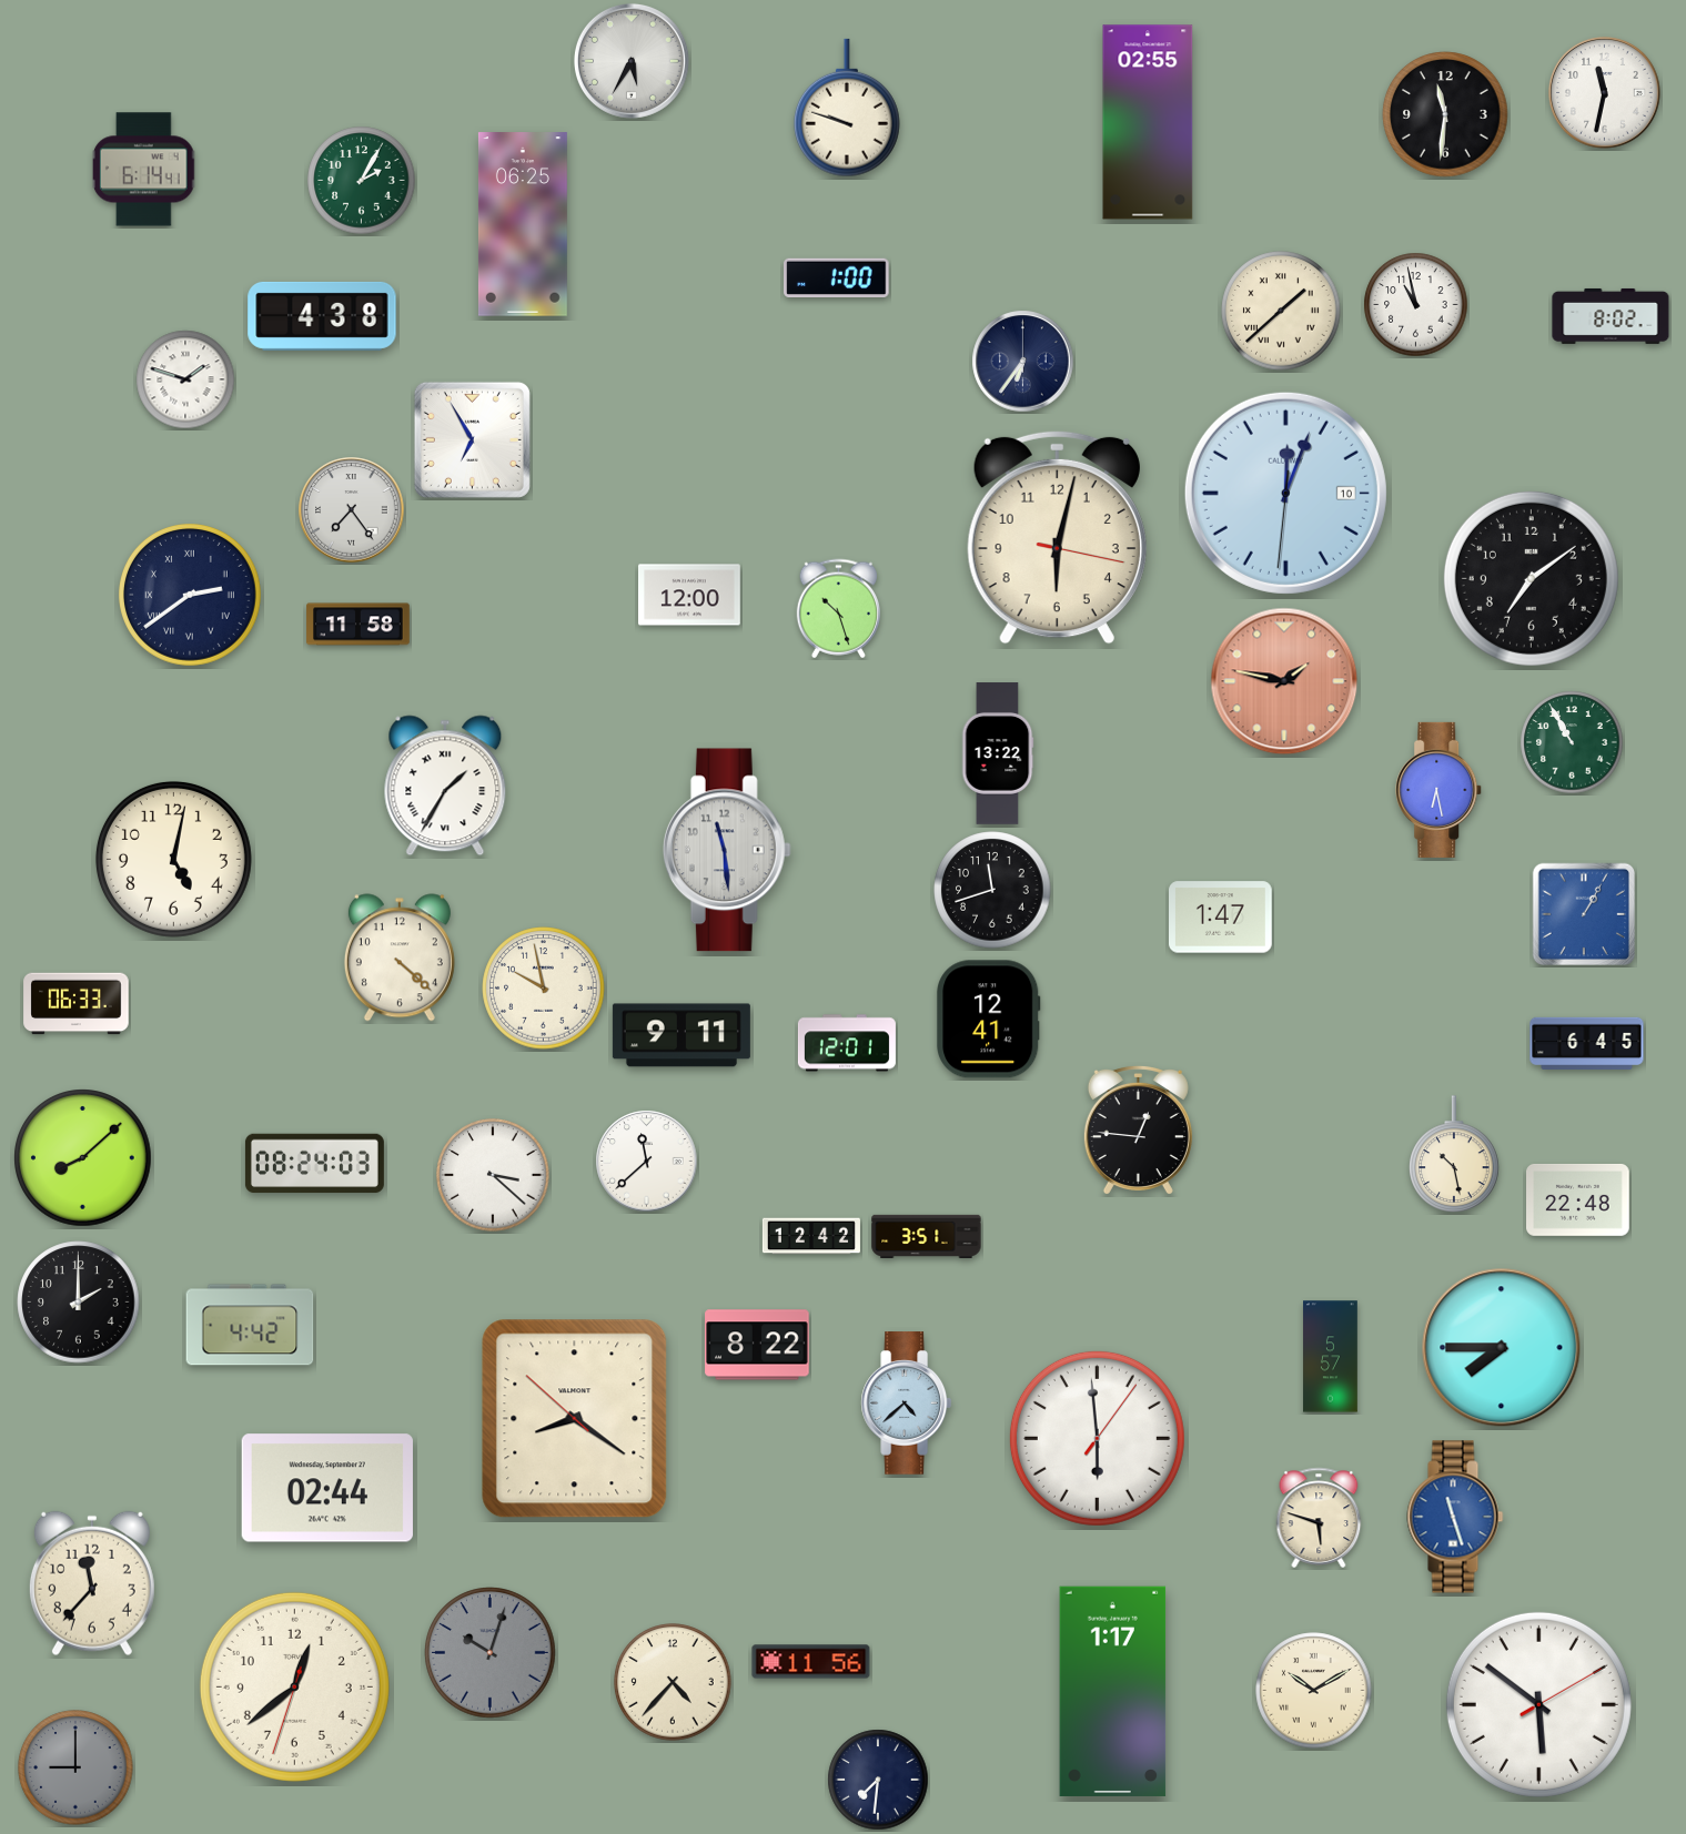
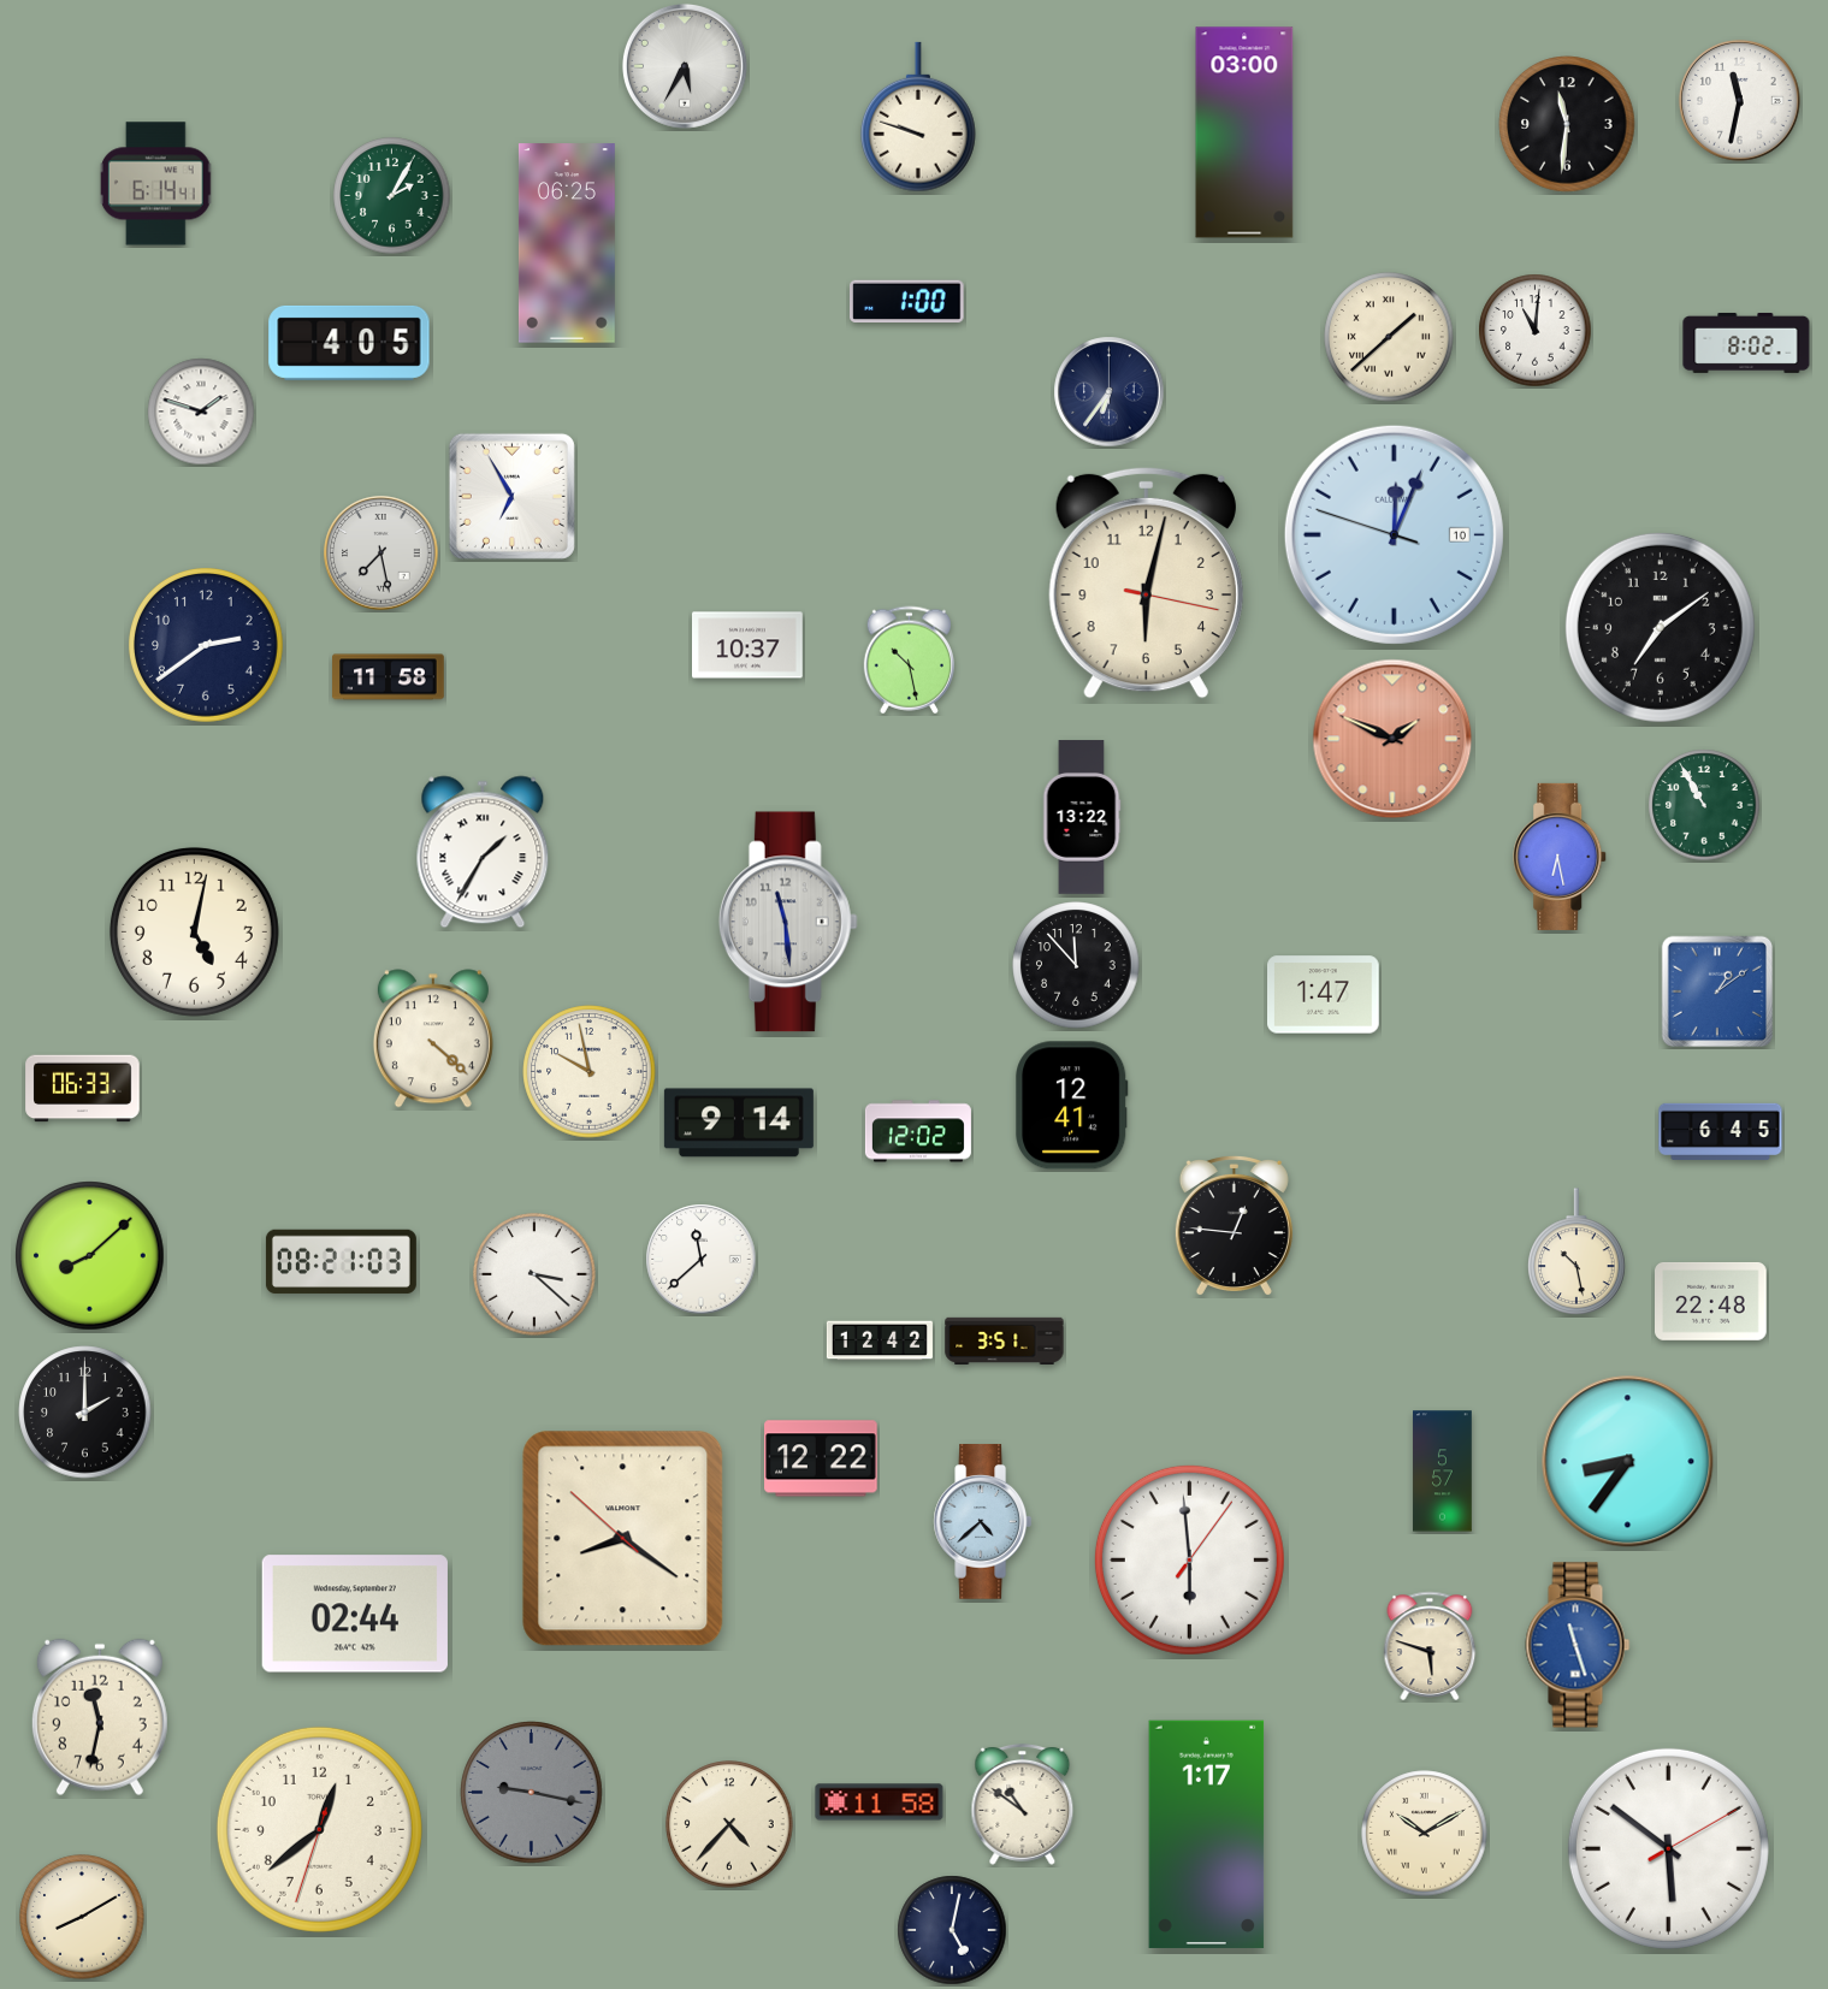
clock at (1148, 122): 02:55 -> 03:00
clock at (1416, 305): 10:58 -> 11:01
clock at (322, 316): 4:38 -> 4:05
clock at (472, 439) position: (472, 439) -> (511, 496)
clock at (1285, 493): 12:03:31 -> 12:03:48
clock at (352, 510): 7:24 -> 7:28
clock at (690, 595): 12:00 -> 10:37
clock at (191, 596) numerals: Roman -> Arabic
clock at (838, 609): 10:27 -> 10:28
clock at (1284, 681): 1:47 -> 1:49
clock at (173, 859) position: (173, 859) -> (194, 931)
clock at (992, 890): 11:42 -> 11:53
clock at (1583, 913): 1:05 -> 1:09
clock at (682, 1035): 9:11 -> 9:14
clock at (847, 1043): 12:01 -> 12:02
clock at (314, 1164): 08:24 -> 08:21
clock at (250, 1325): 4:42 -> none
clock at (757, 1345): 8:22 -> 12:22
clock at (1502, 1348): 7:45 -> 8:36
clock at (92, 1583): 11:37 -> 11:32
clock at (491, 1653): 10:03 -> 9:17
clock at (811, 1662): 11:56 -> 11:58
clock at (1023, 1804): none -> 10:51
clock at (75, 1767): 9:00 -> 8:10
clock at (75, 1767) dial: grey -> cream
clock at (878, 1780): 7:31 -> 5:02
